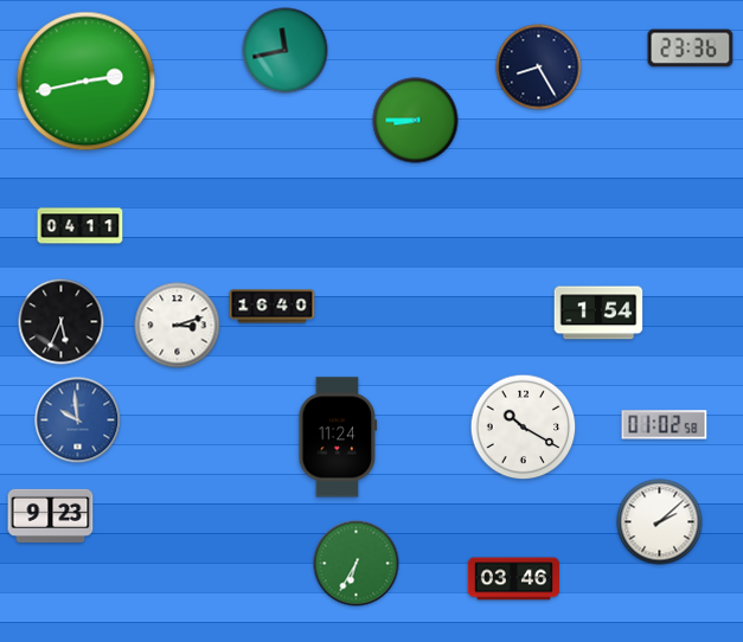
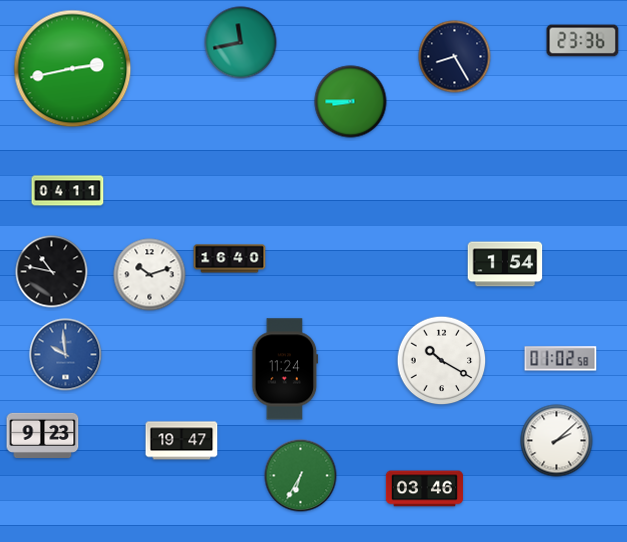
clock at (62, 322): 5:34 -> 10:47
clock at (178, 326): 3:12 -> 10:12
clock at (182, 441): none -> 19:47
clock at (513, 579) position: (513, 579) -> (424, 489)
